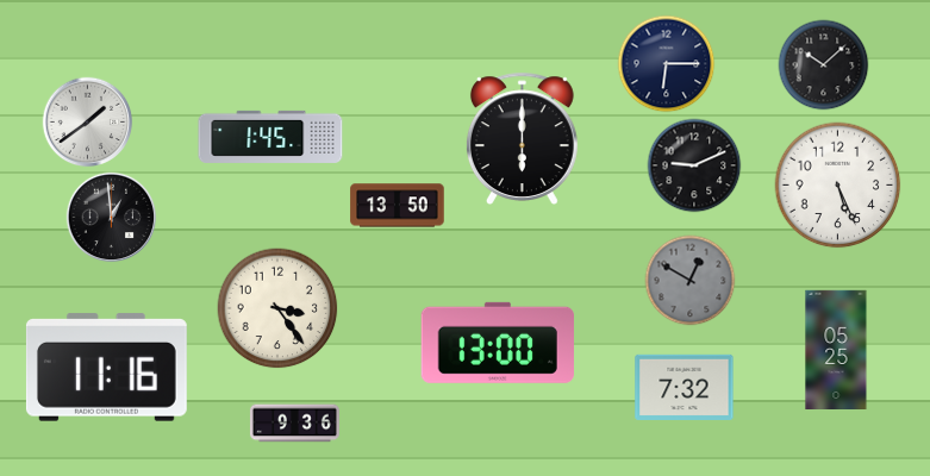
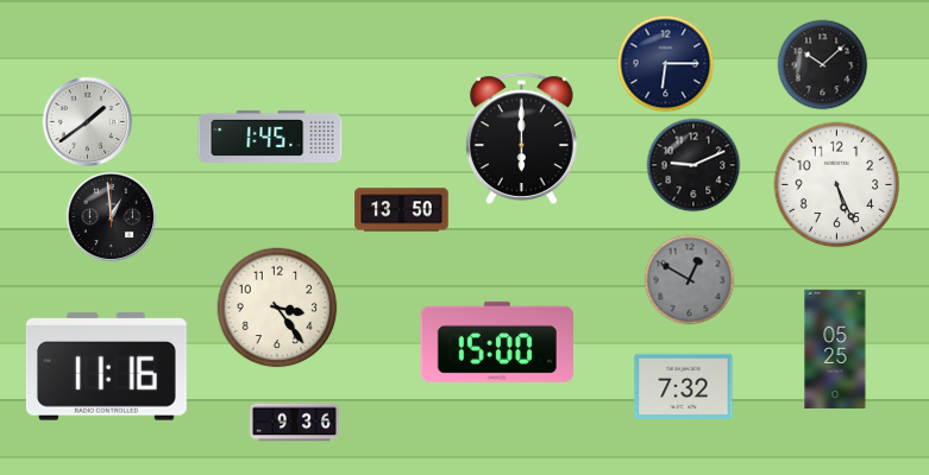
clock at (398, 206) position: (398, 206) -> (402, 210)
clock at (498, 343): 13:00 -> 15:00
